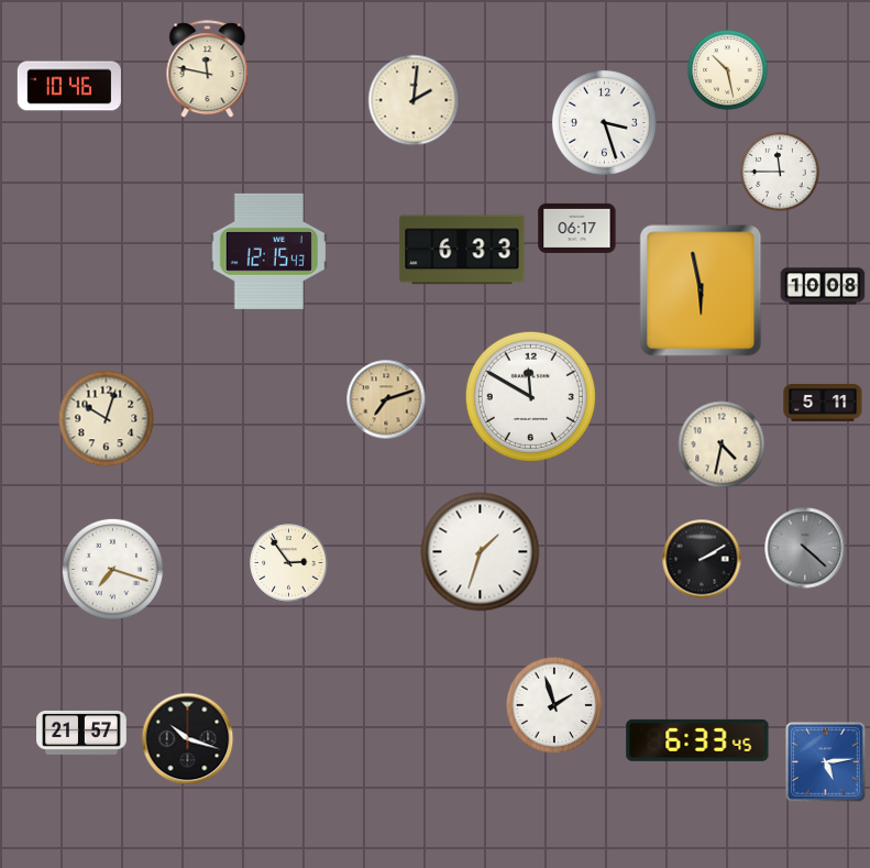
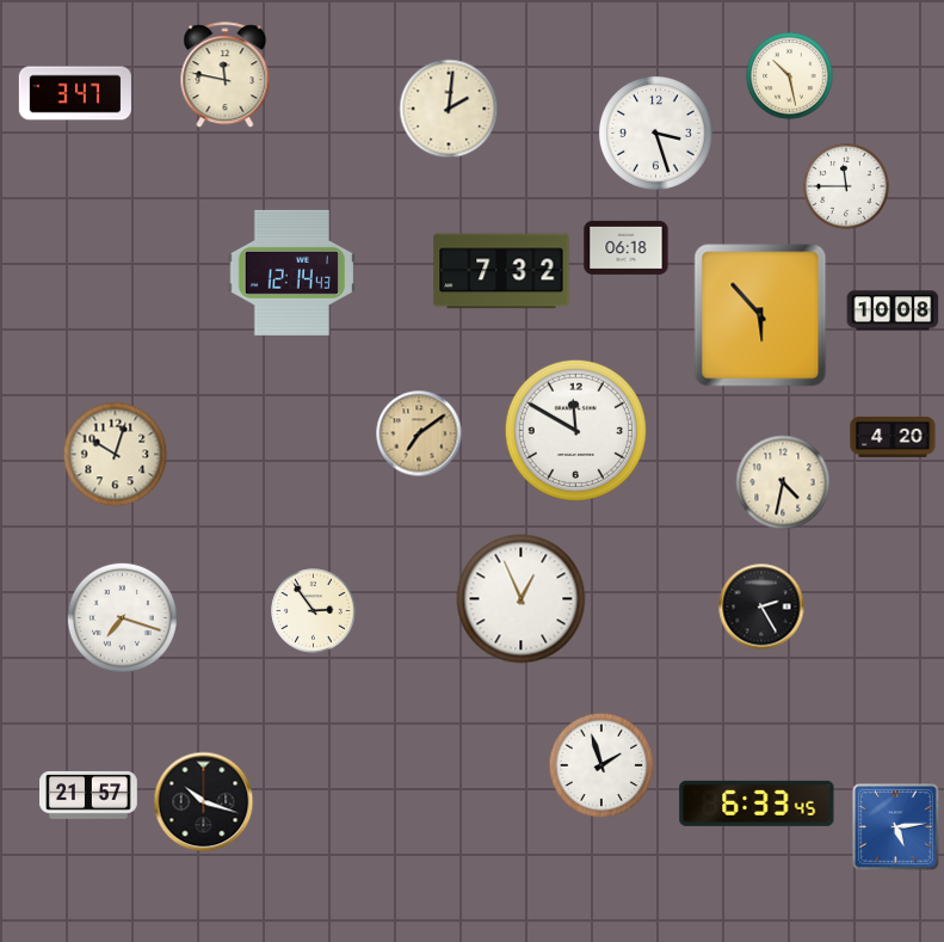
clock at (69, 86): 10:46 -> 3:47
clock at (577, 228): 06:17 -> 06:18
clock at (462, 250): 6:33 -> 7:32
clock at (268, 251): 12:15 -> 12:14
clock at (701, 290): 5:58 -> 5:53
clock at (386, 399): 7:12 -> 7:09
clock at (823, 403): 5:11 -> 4:20
clock at (805, 548): 4:22 -> none
clock at (481, 552): 1:33 -> 12:56
clock at (702, 559): 2:10 -> 2:25
